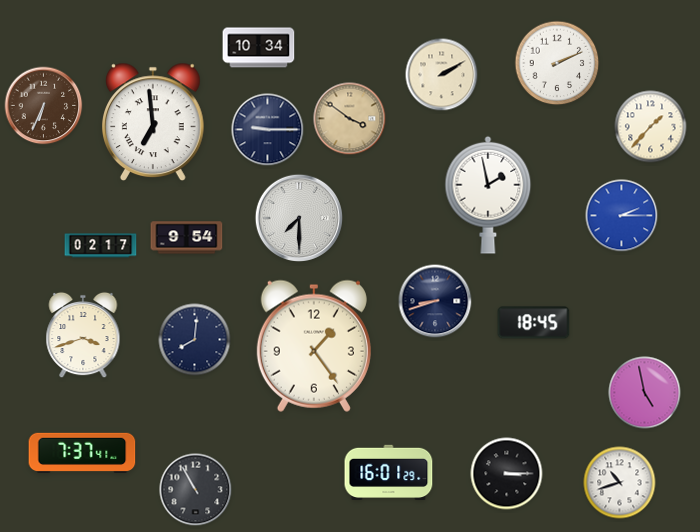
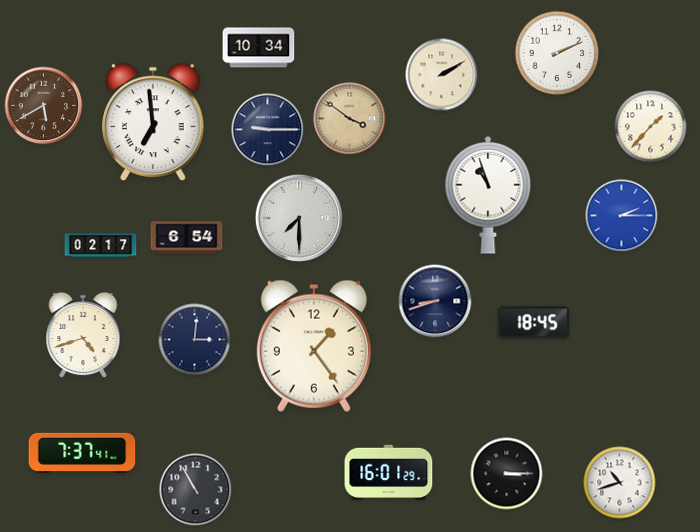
clock at (557, 63) position: (557, 63) -> (557, 53)
clock at (44, 106): 6:34 -> 5:40
clock at (488, 195): 1:58 -> 10:57
clock at (187, 238): 9:54 -> 6:54
clock at (83, 335): 3:42 -> 4:42
clock at (195, 340): 8:01 -> 3:01
clock at (645, 393): 4:58 -> none
